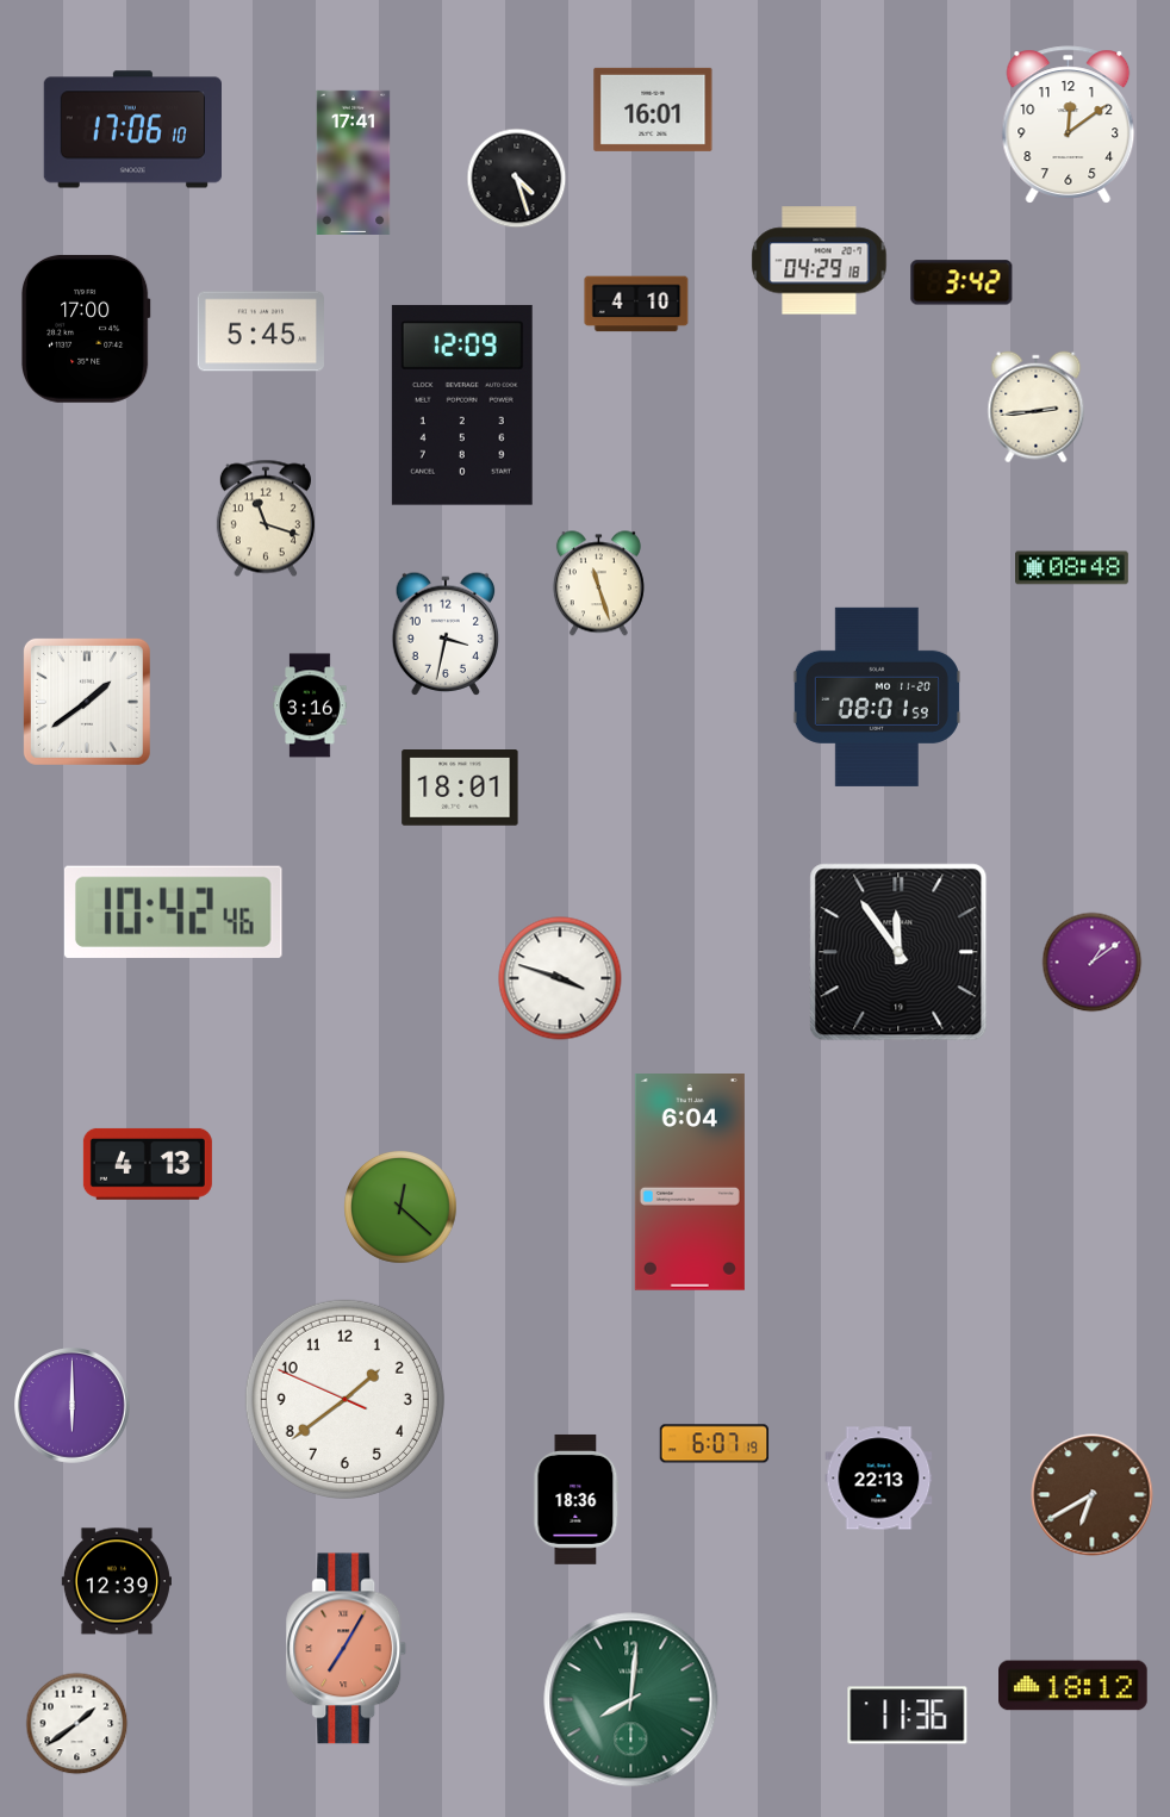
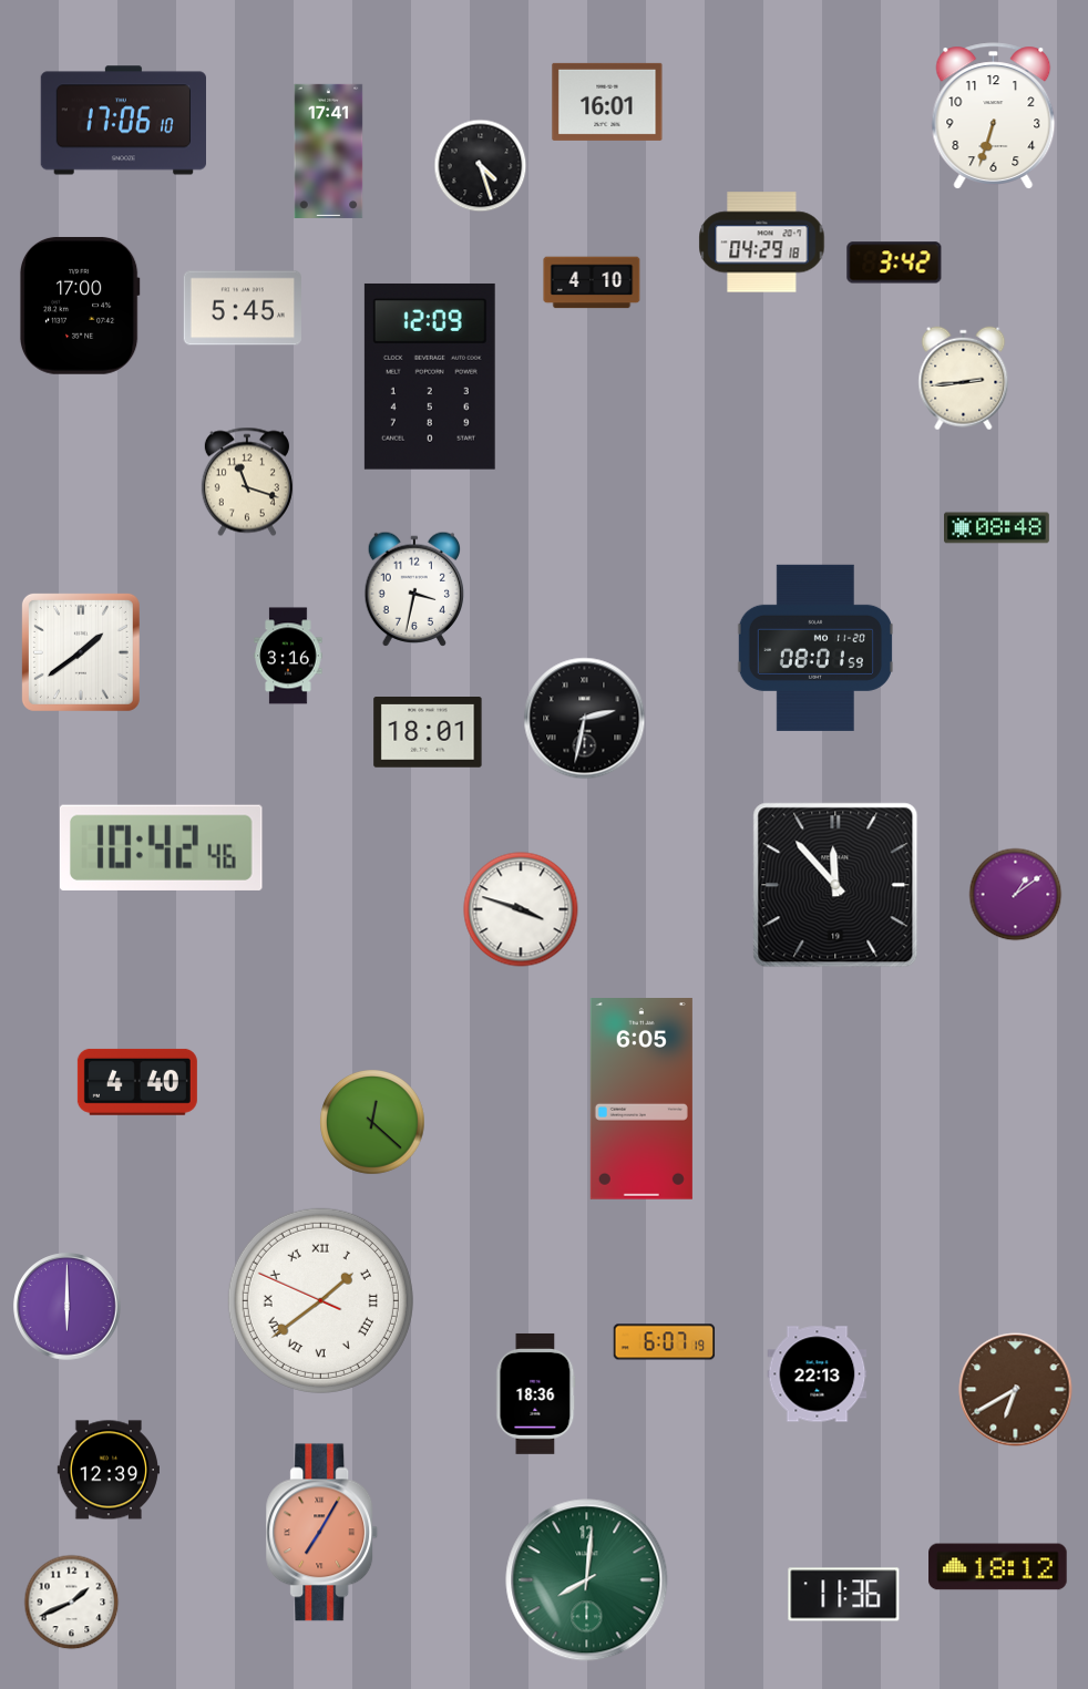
clock at (1069, 125): 12:09 -> 6:33
clock at (598, 584): 11:27 -> none
clock at (585, 719): none -> 2:32
clock at (898, 952): 11:54 -> 11:53
clock at (148, 1164): 4:13 -> 4:40
clock at (690, 1183): 6:04 -> 6:05
clock at (344, 1399) numerals: Arabic -> Roman
clock at (77, 1724): 1:39 -> 1:41
